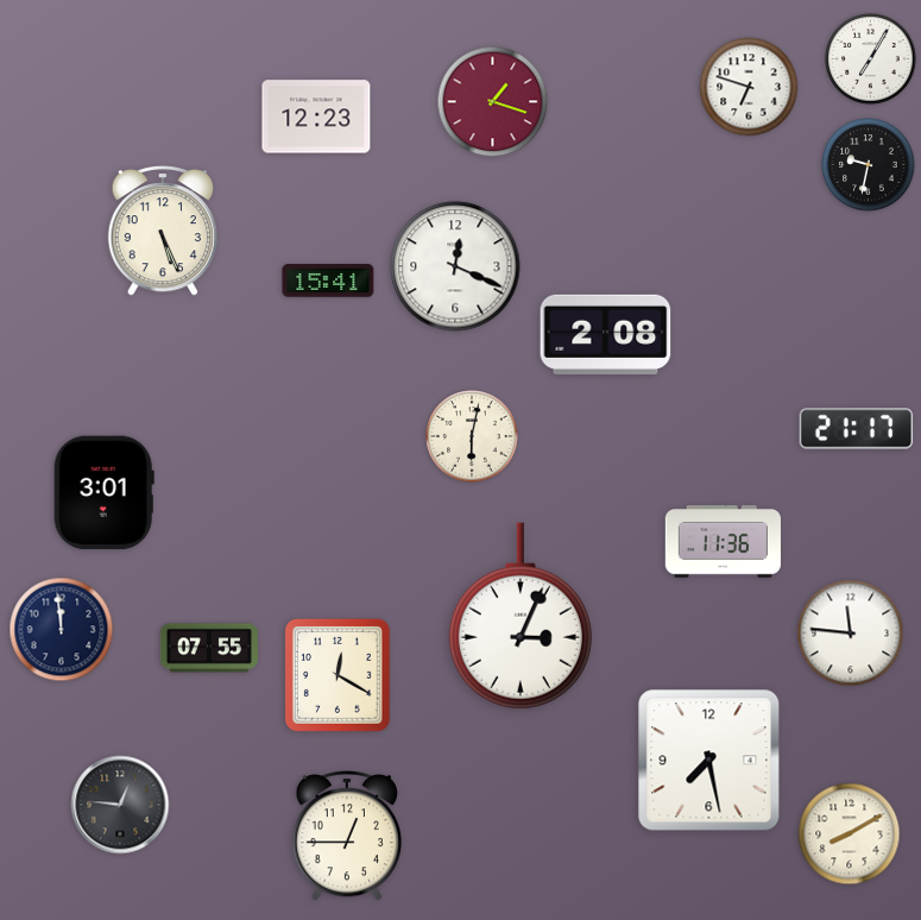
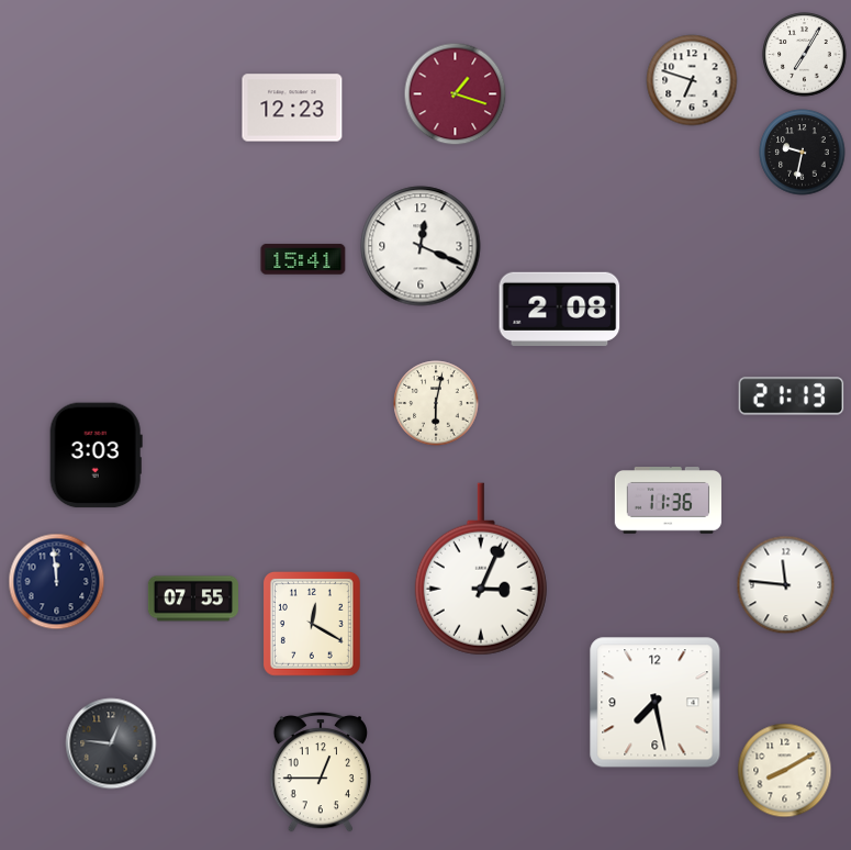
clock at (162, 231): 5:26 -> none
clock at (857, 429): 21:17 -> 21:13
clock at (103, 493): 3:01 -> 3:03
